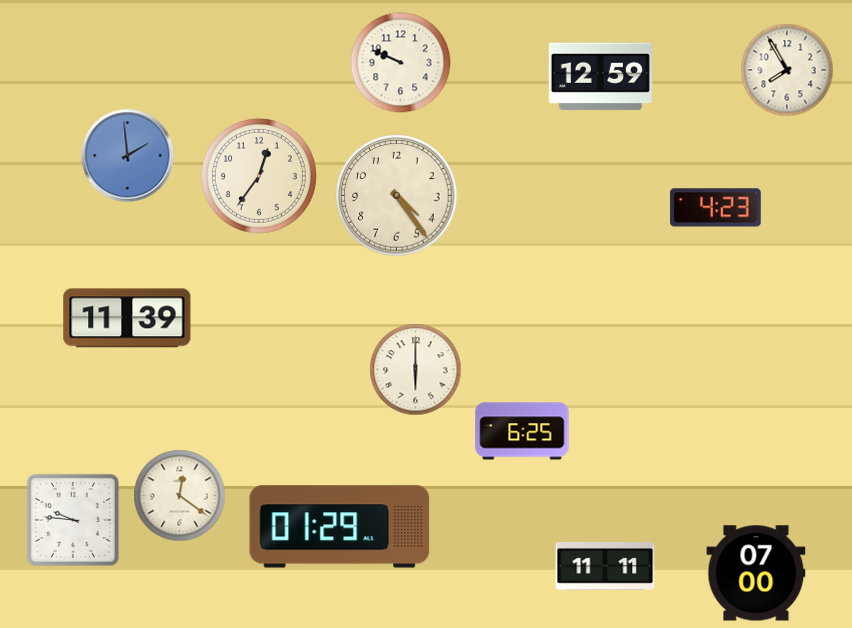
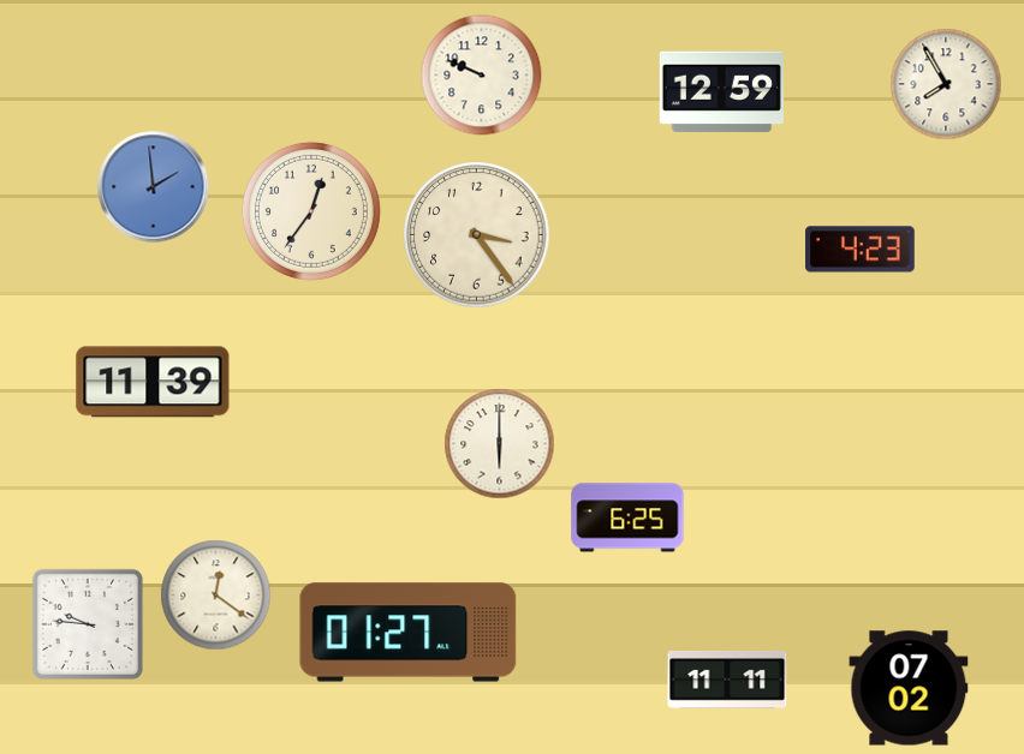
clock at (397, 196): 4:24 -> 3:24
clock at (340, 527): 01:29 -> 01:27
clock at (756, 573): 07:00 -> 07:02
